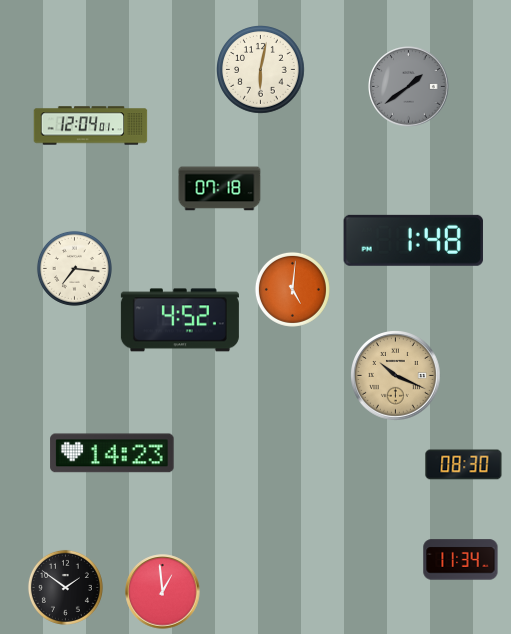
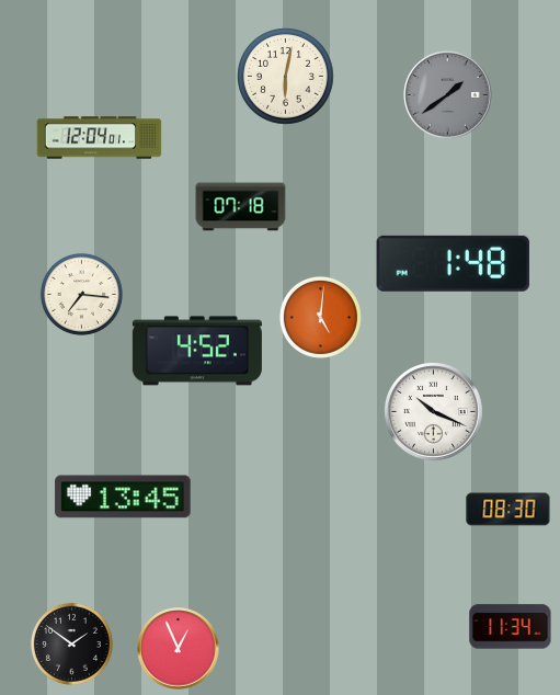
clock at (396, 376) dial: champagne -> white
clock at (112, 453): 14:23 -> 13:45
clock at (461, 560) position: (461, 560) -> (511, 627)
clock at (163, 592): 12:59 -> 12:56
